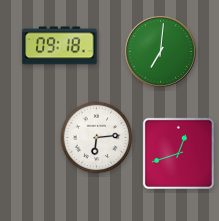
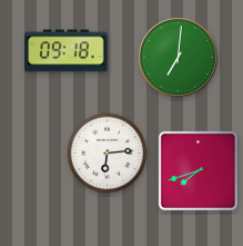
clock at (178, 153): 12:42 -> 7:42
